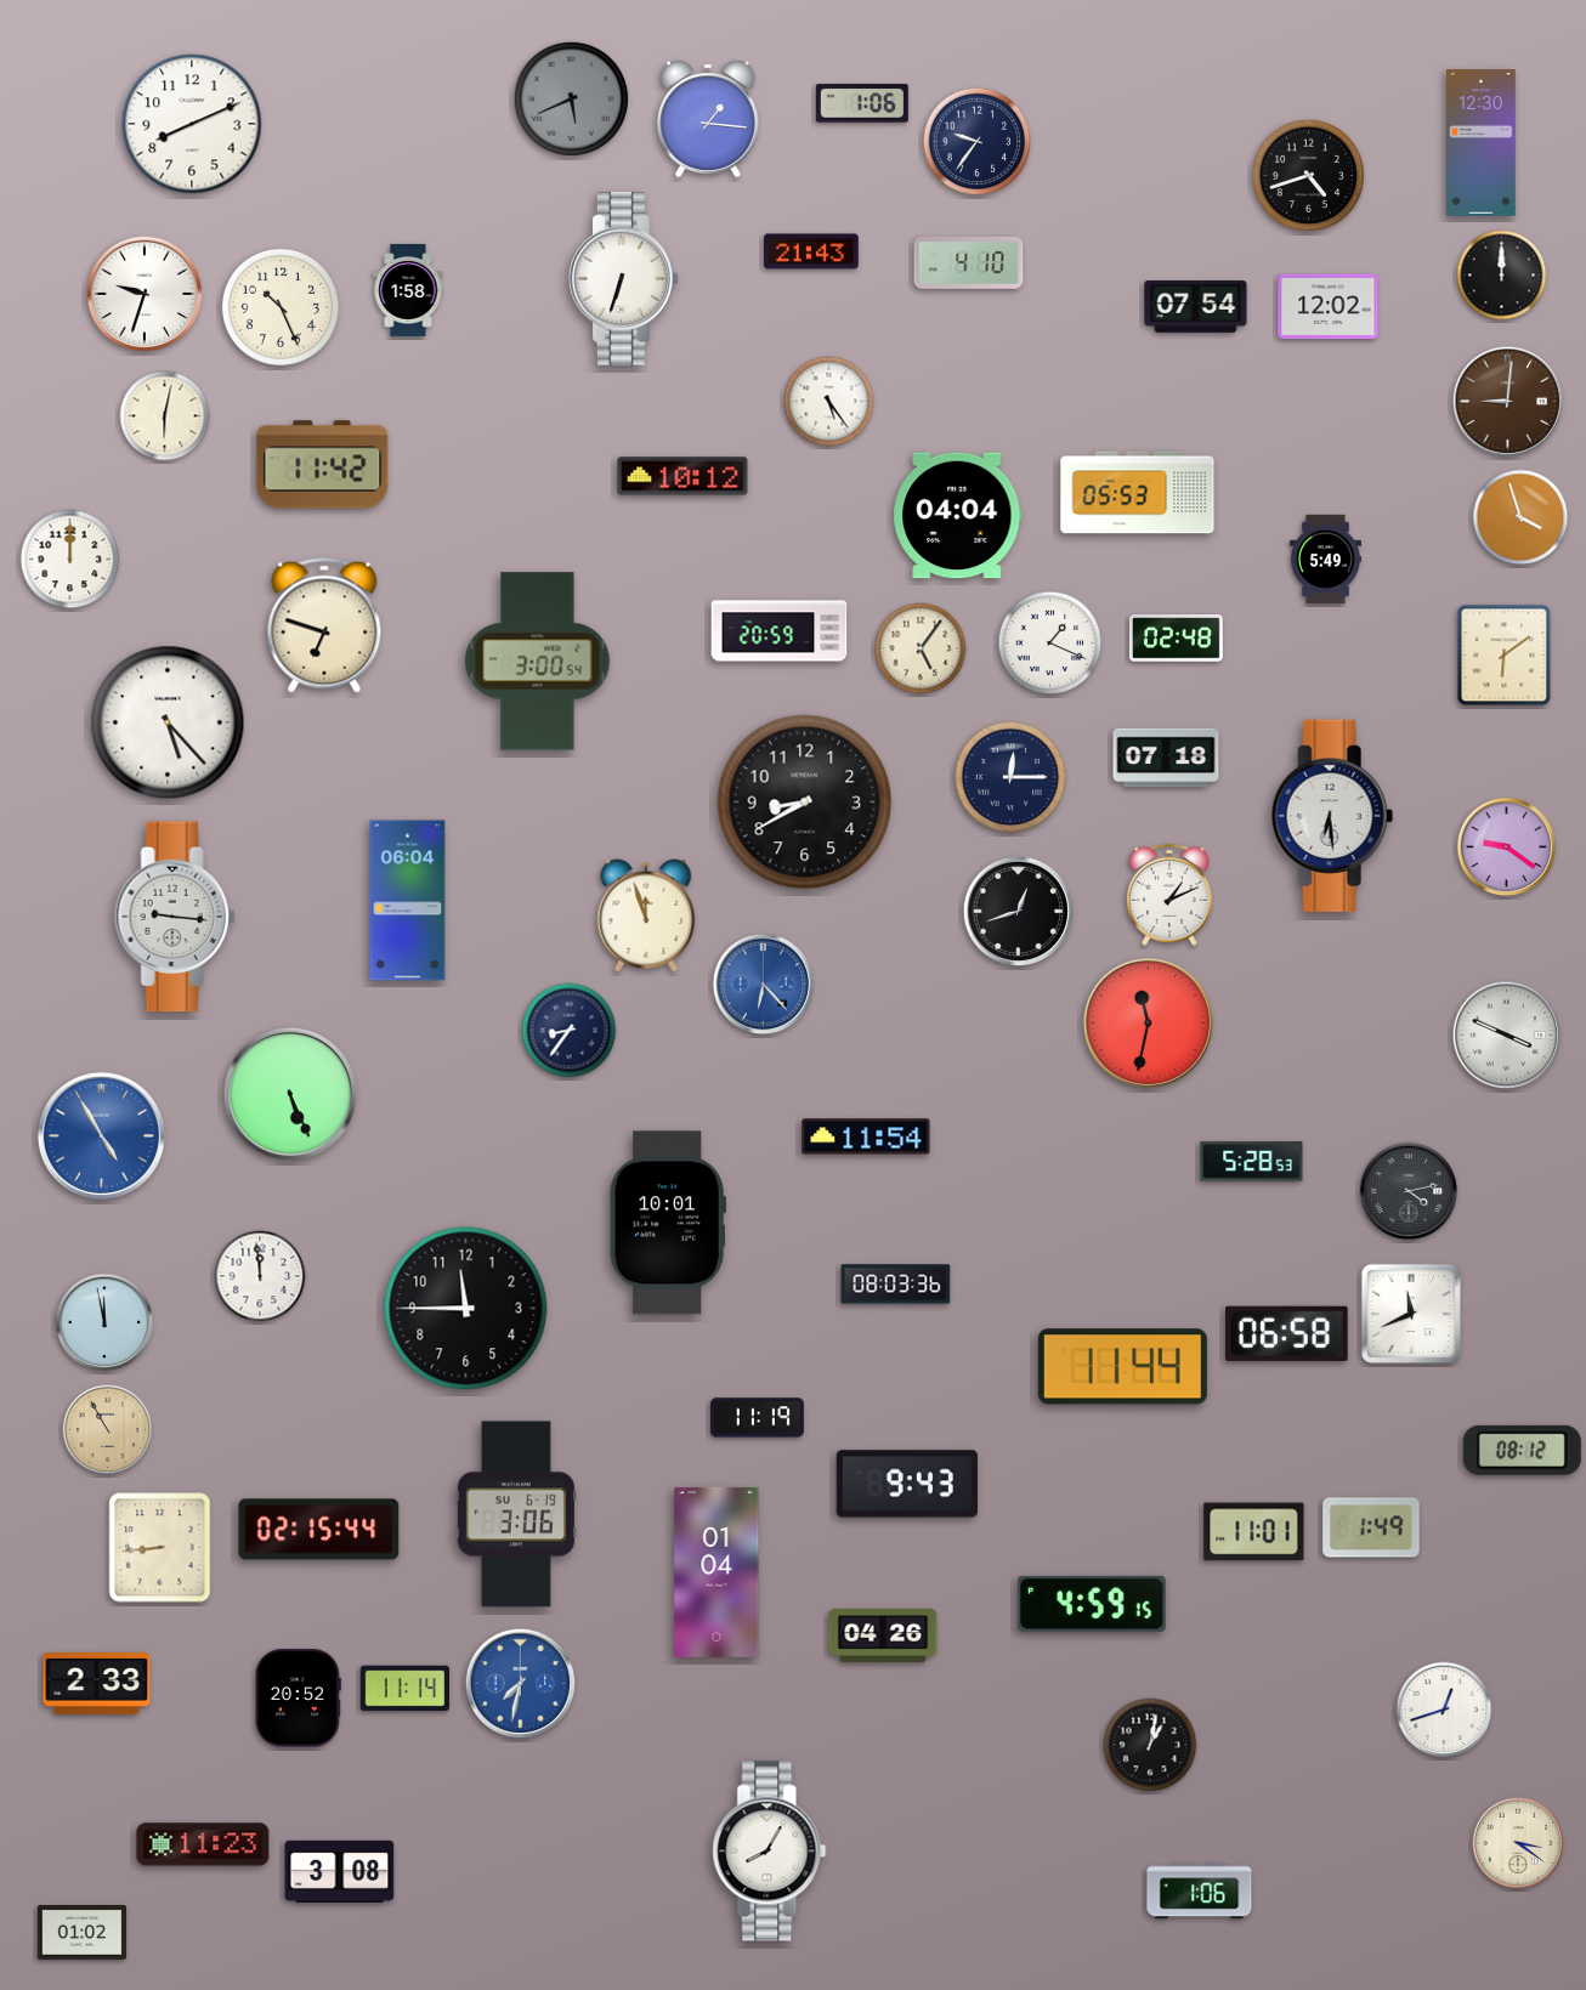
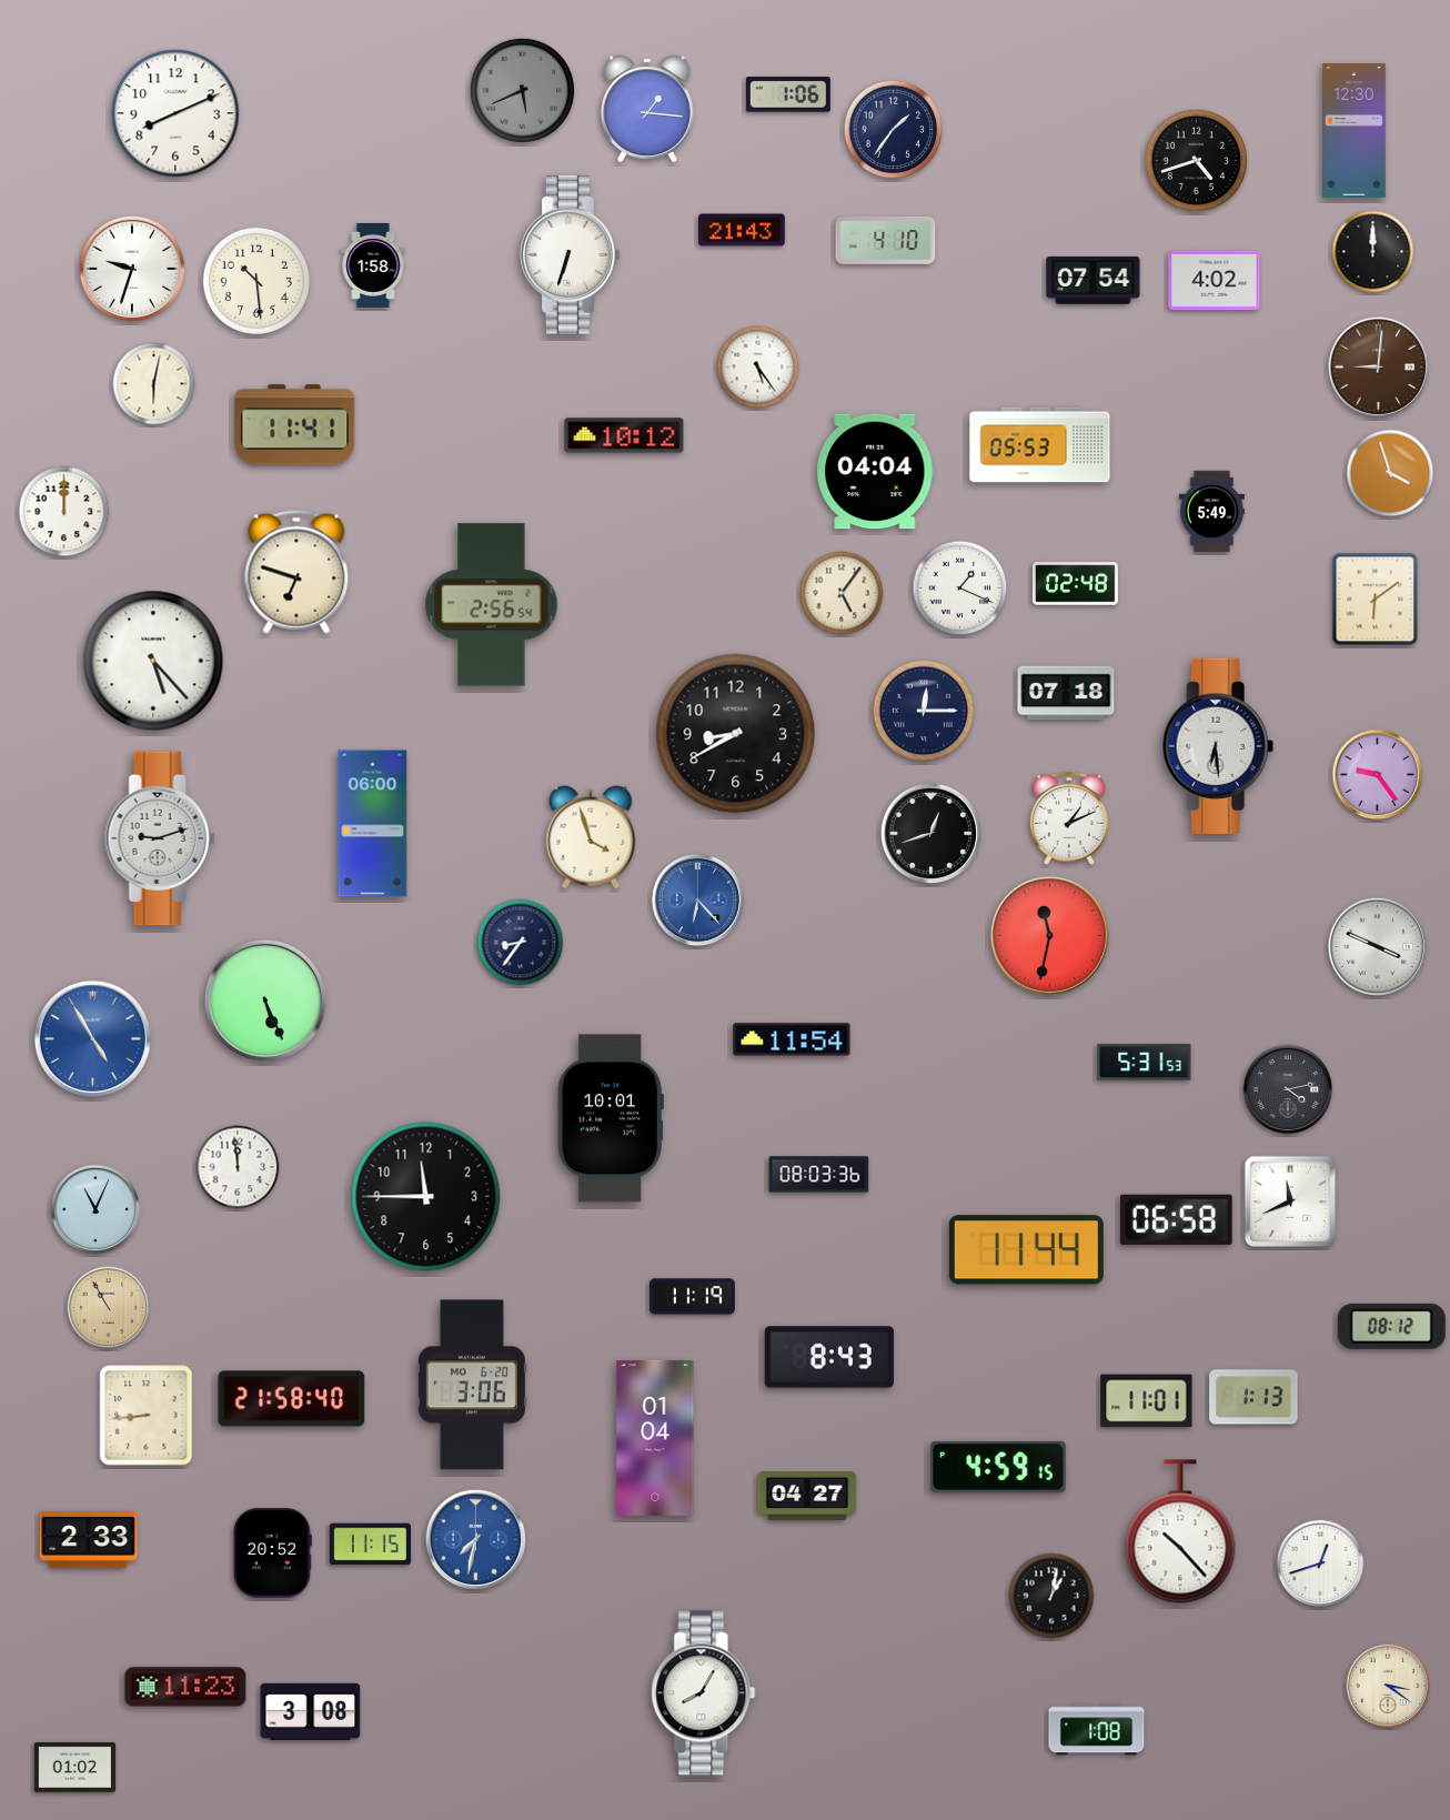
clock at (978, 142): 9:36 -> 1:36
clock at (281, 307): 10:26 -> 10:29
clock at (1329, 307): 12:02 -> 4:02
clock at (165, 416) position: (165, 416) -> (154, 384)
clock at (323, 465): 11:42 -> 11:41
clock at (1138, 493) position: (1138, 493) -> (1040, 445)
clock at (780, 631): 20:59 -> none
clock at (538, 662): 3:00 -> 2:56
clock at (1507, 847): 9:21 -> 9:24
clock at (408, 901): 06:04 -> 06:00
clock at (646, 915): 11:57 -> 3:57
clock at (175, 917): 9:16 -> 9:12
clock at (1252, 1162): 5:28 -> 5:31
clock at (104, 1322): 11:58 -> 11:04
clock at (108, 1430) position: (108, 1430) -> (109, 1308)
clock at (907, 1484): 9:43 -> 8:43
clock at (516, 1514) date: SU 6-19 -> MO 6-20
clock at (1371, 1527): 1:49 -> 1:13
clock at (319, 1530): 02:15 -> 21:58
clock at (883, 1635): 04:26 -> 04:27
clock at (1180, 1531): none -> 10:23
clock at (404, 1689): 11:14 -> 11:15
clock at (1200, 1892): 1:06 -> 1:08
